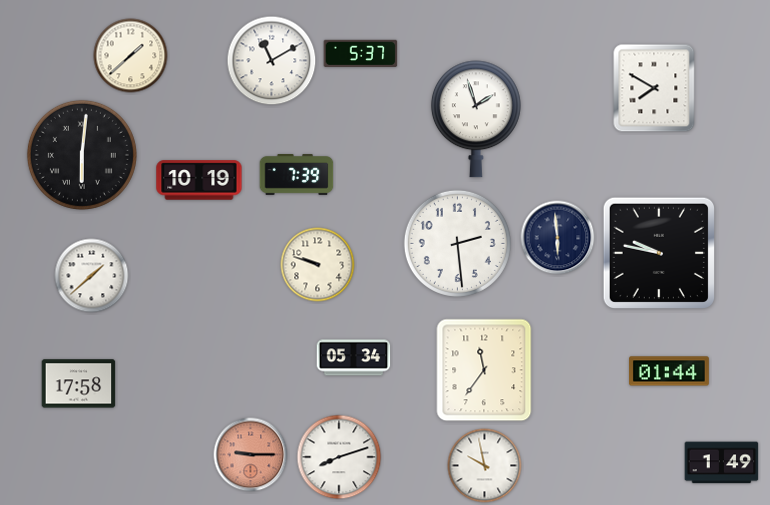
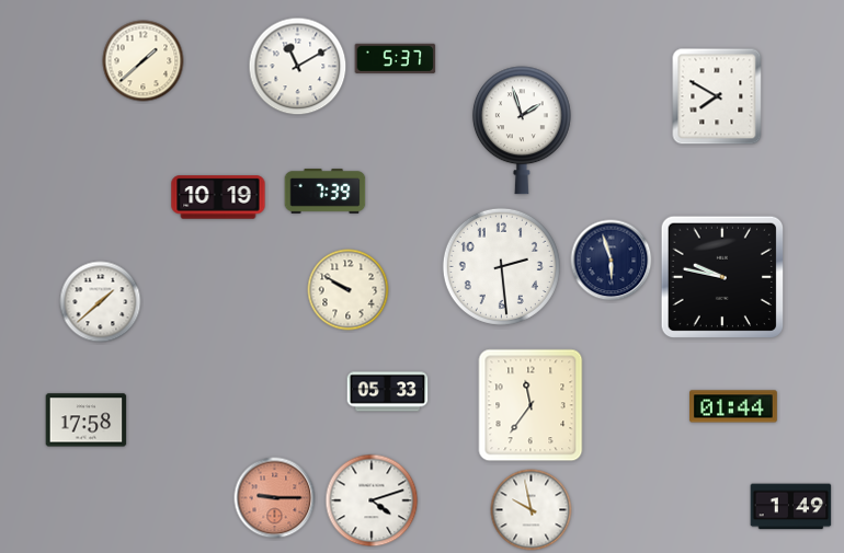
clock at (82, 155): 6:01 -> none
clock at (558, 238): 5:59 -> 5:57
clock at (318, 265): 9:48 -> 9:50
clock at (354, 358): 05:34 -> 05:33
clock at (339, 457): 8:12 -> 4:12
